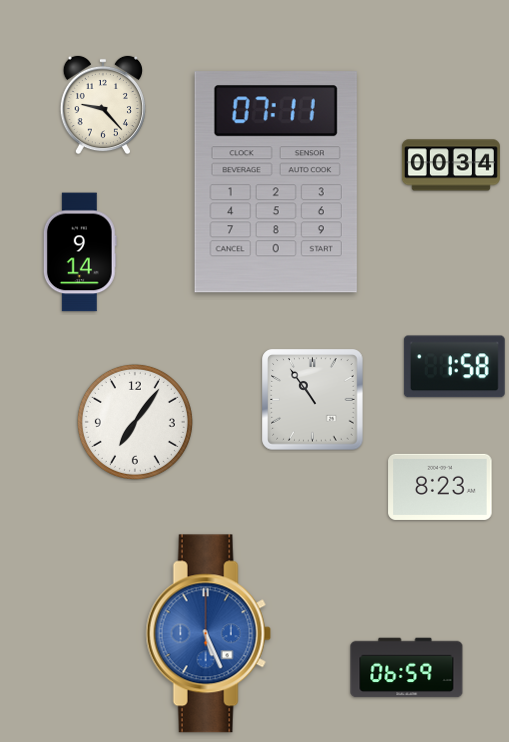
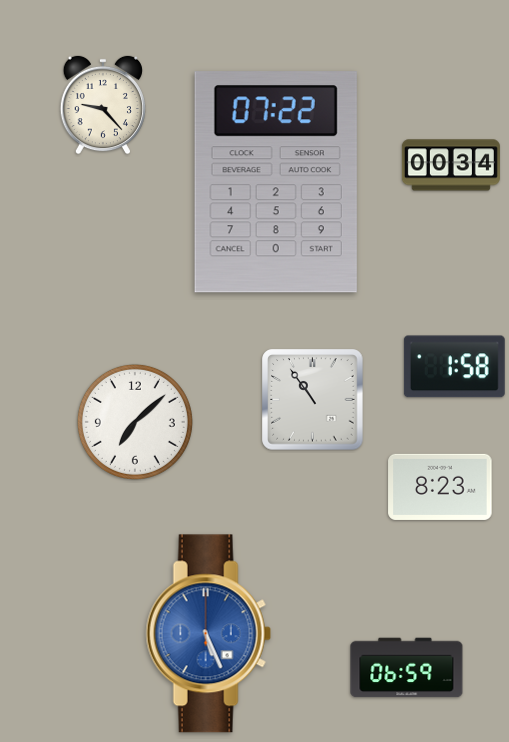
clock at (276, 182): 07:11 -> 07:22
clock at (80, 252): 9:14 -> none
clock at (135, 422): 7:06 -> 7:08
